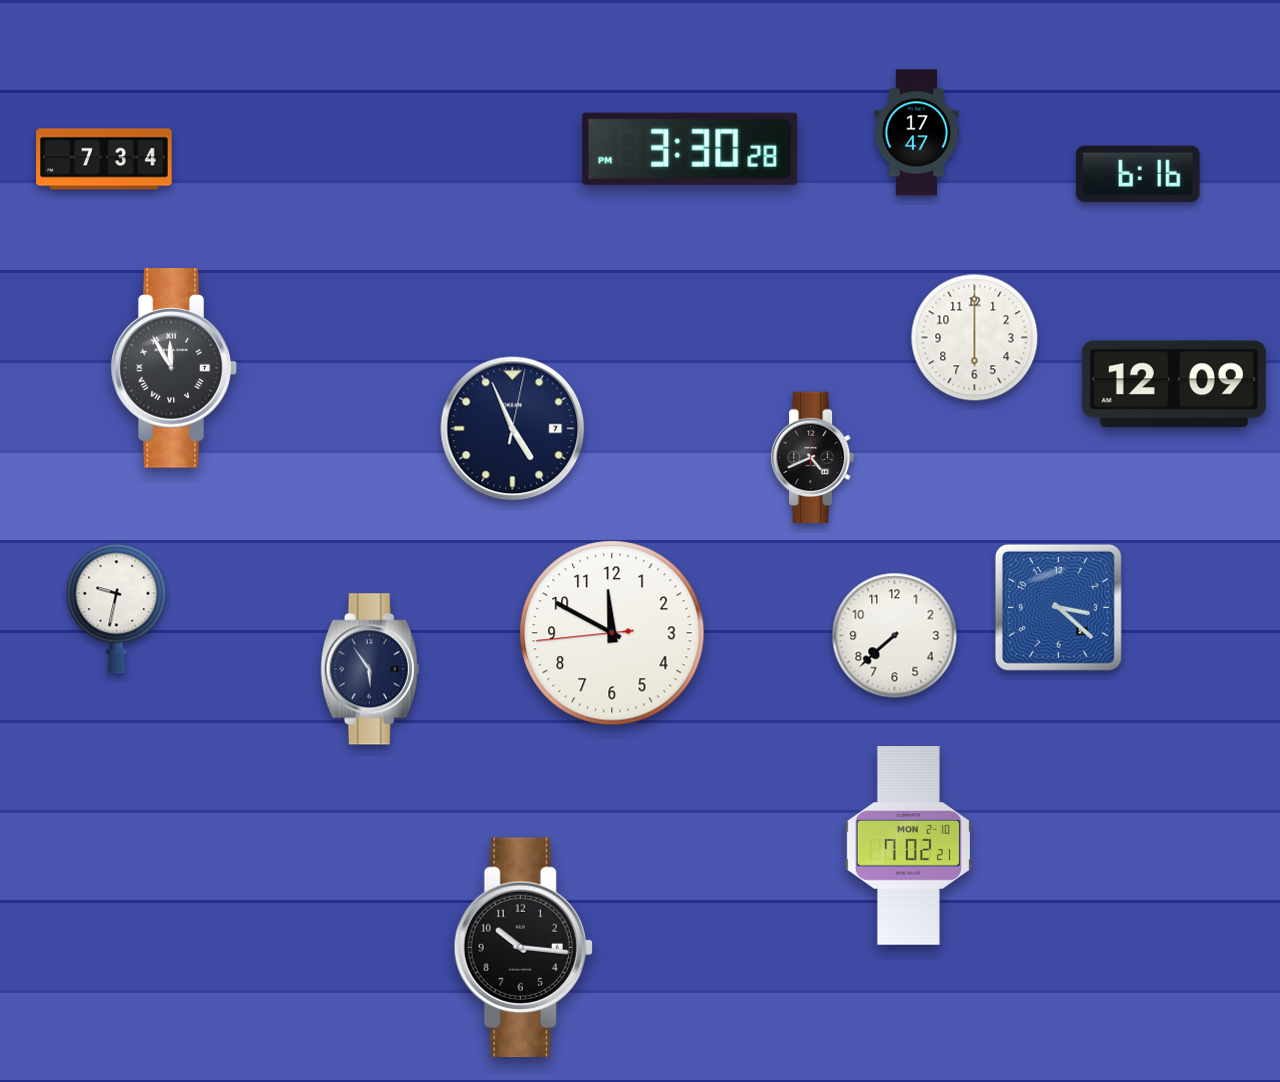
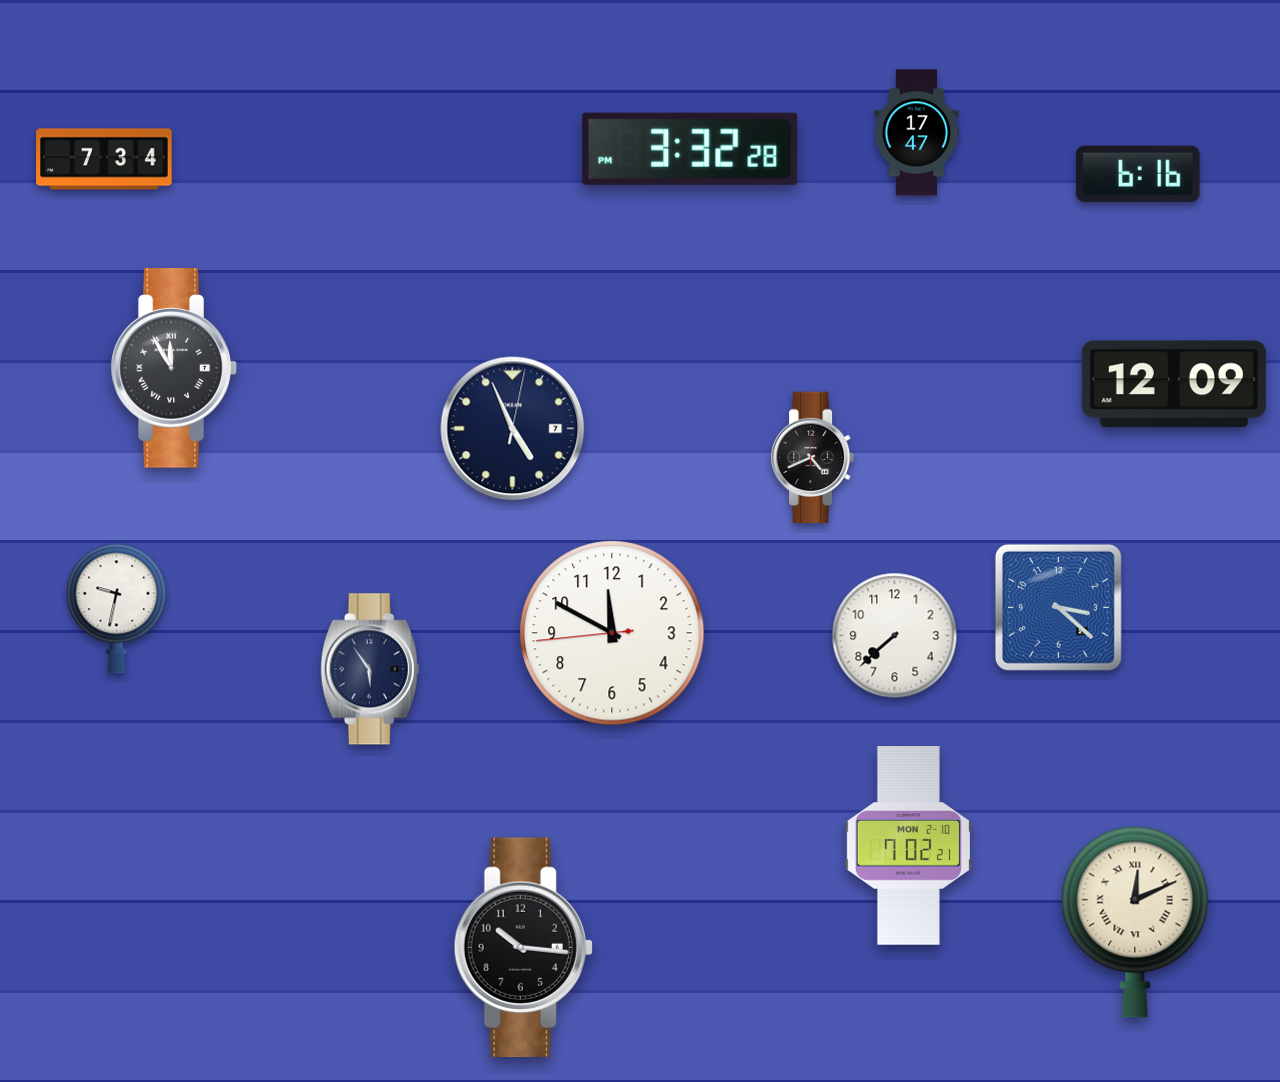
clock at (690, 149): 3:30 -> 3:32
clock at (975, 338): 6:00 -> none
clock at (1135, 922): none -> 12:11
